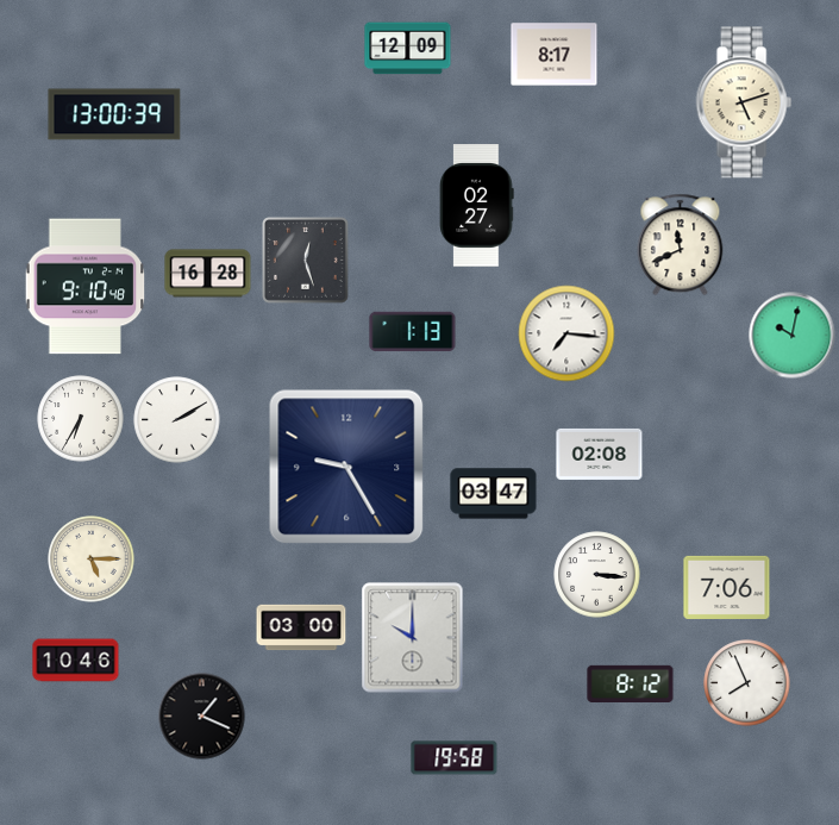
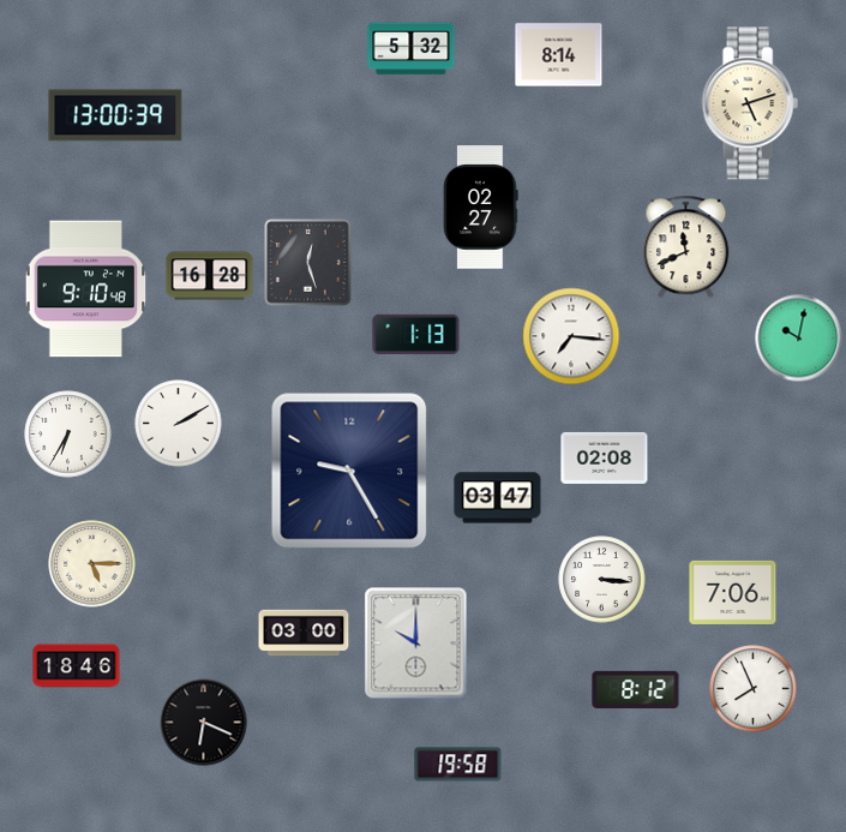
clock at (408, 49): 12:09 -> 5:32
clock at (555, 55): 8:17 -> 8:14
clock at (81, 419) position: (81, 419) -> (68, 435)
clock at (76, 661): 10:46 -> 18:46
clock at (202, 717): 1:19 -> 6:19
